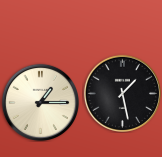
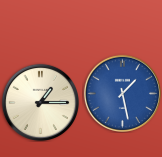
clock at (122, 93) dial: black -> blue
